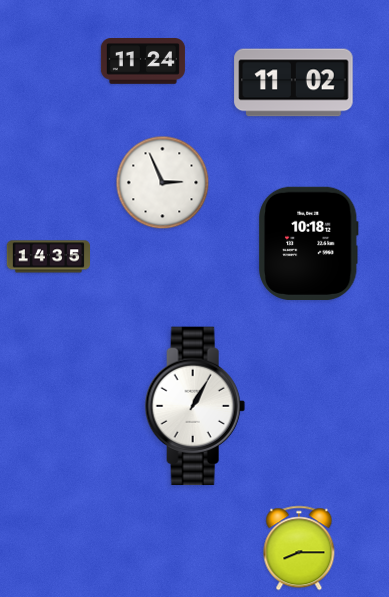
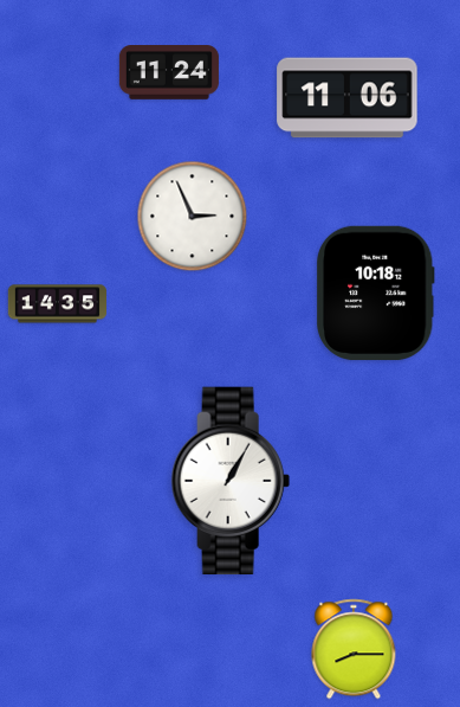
clock at (294, 83): 11:02 -> 11:06
clock at (308, 243) position: (308, 243) -> (375, 293)
